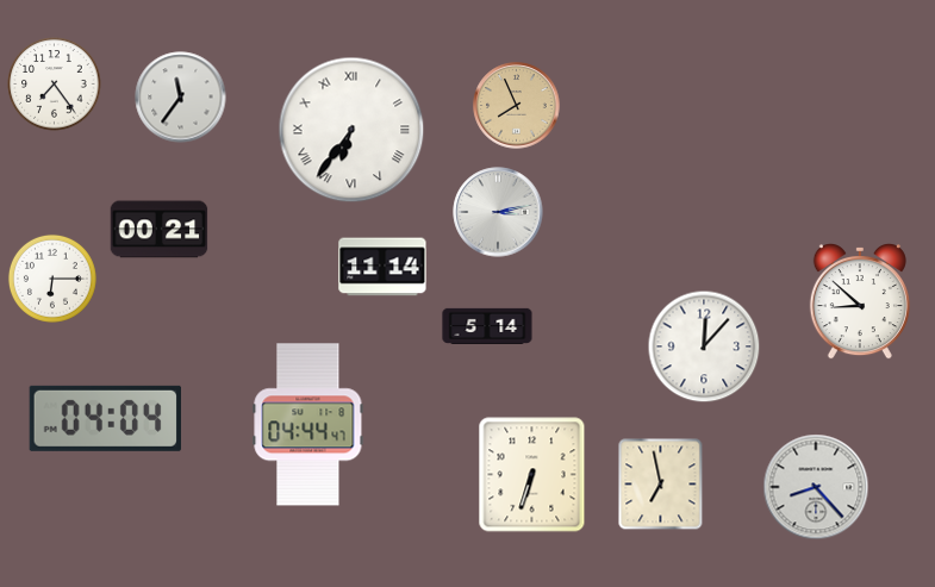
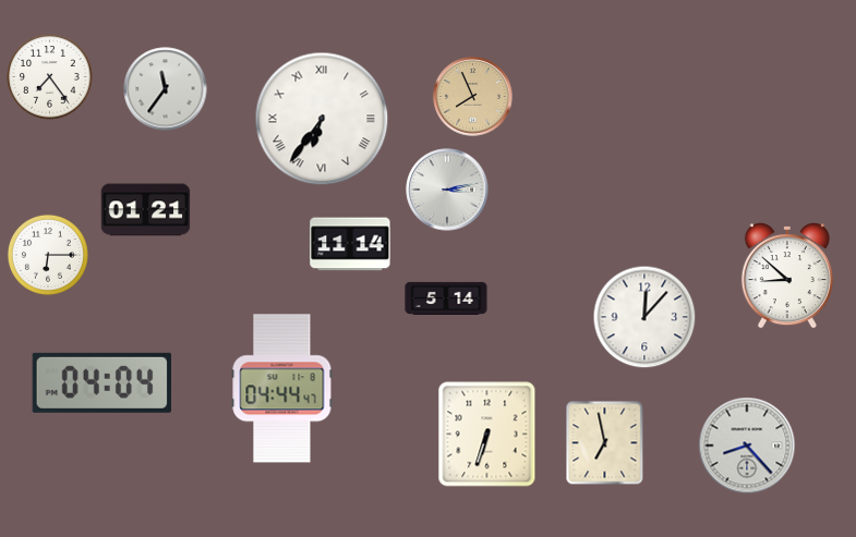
clock at (498, 212) position: (498, 212) -> (447, 190)
clock at (160, 230): 00:21 -> 01:21
clock at (105, 418) position: (105, 418) -> (101, 382)
